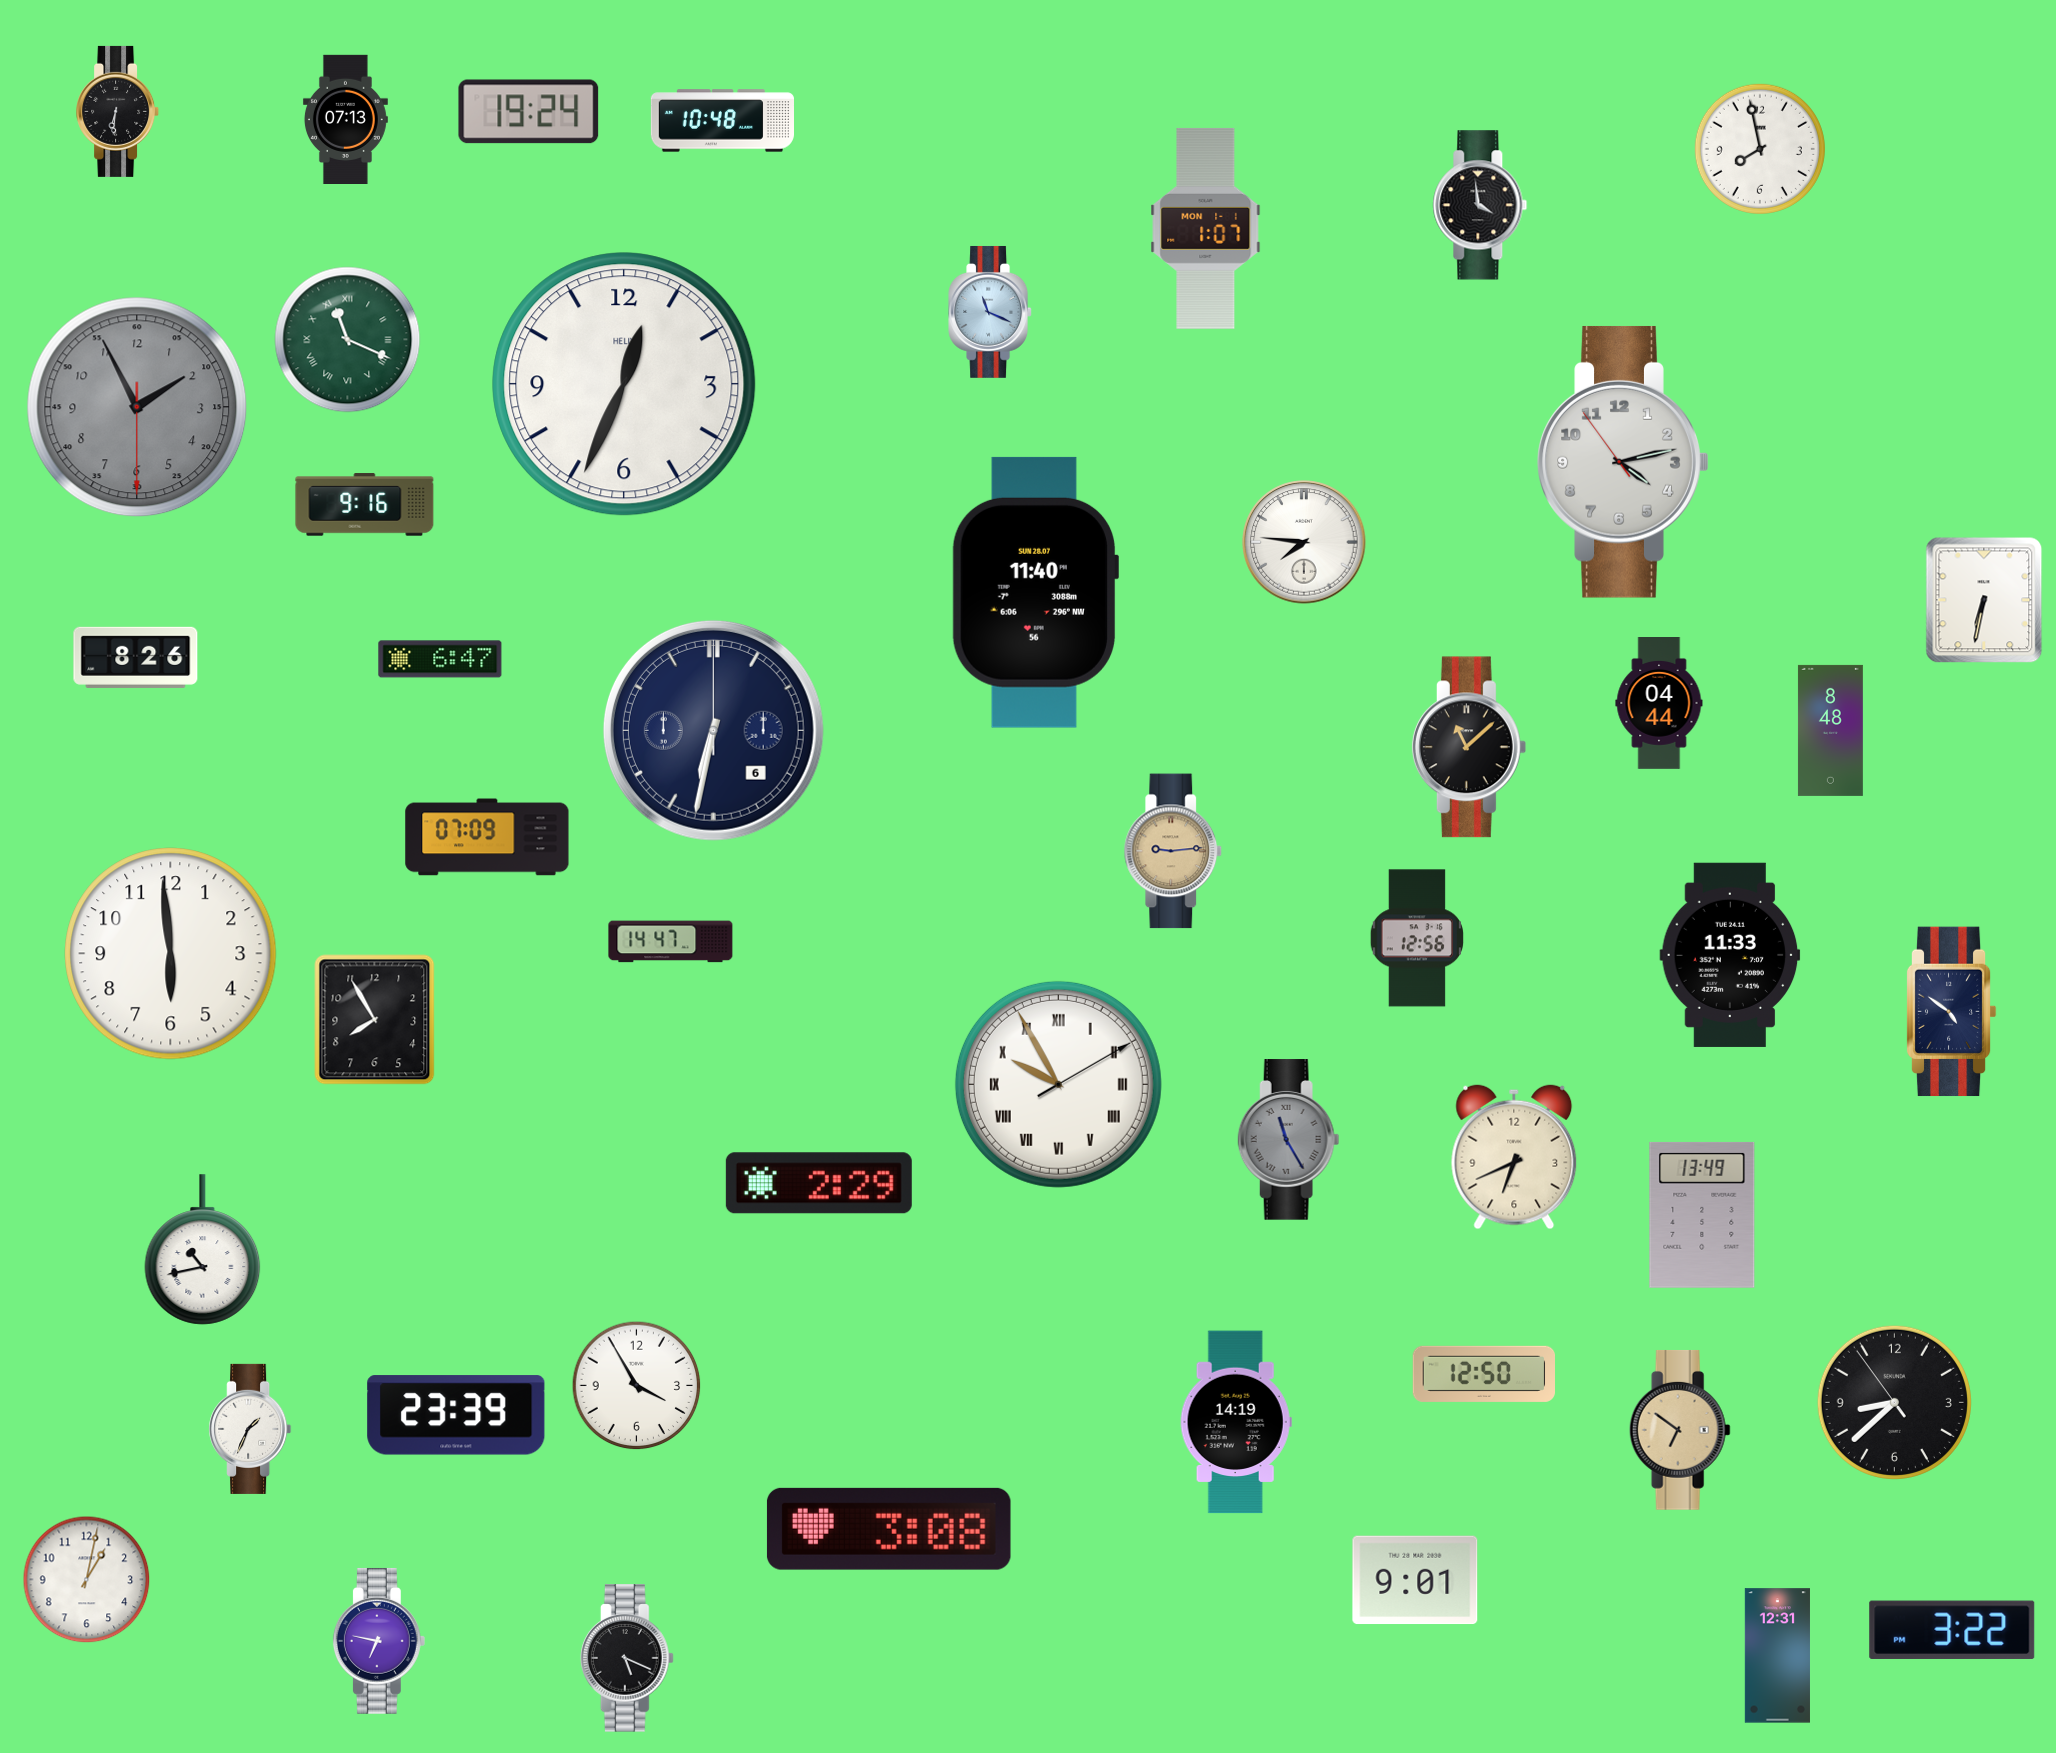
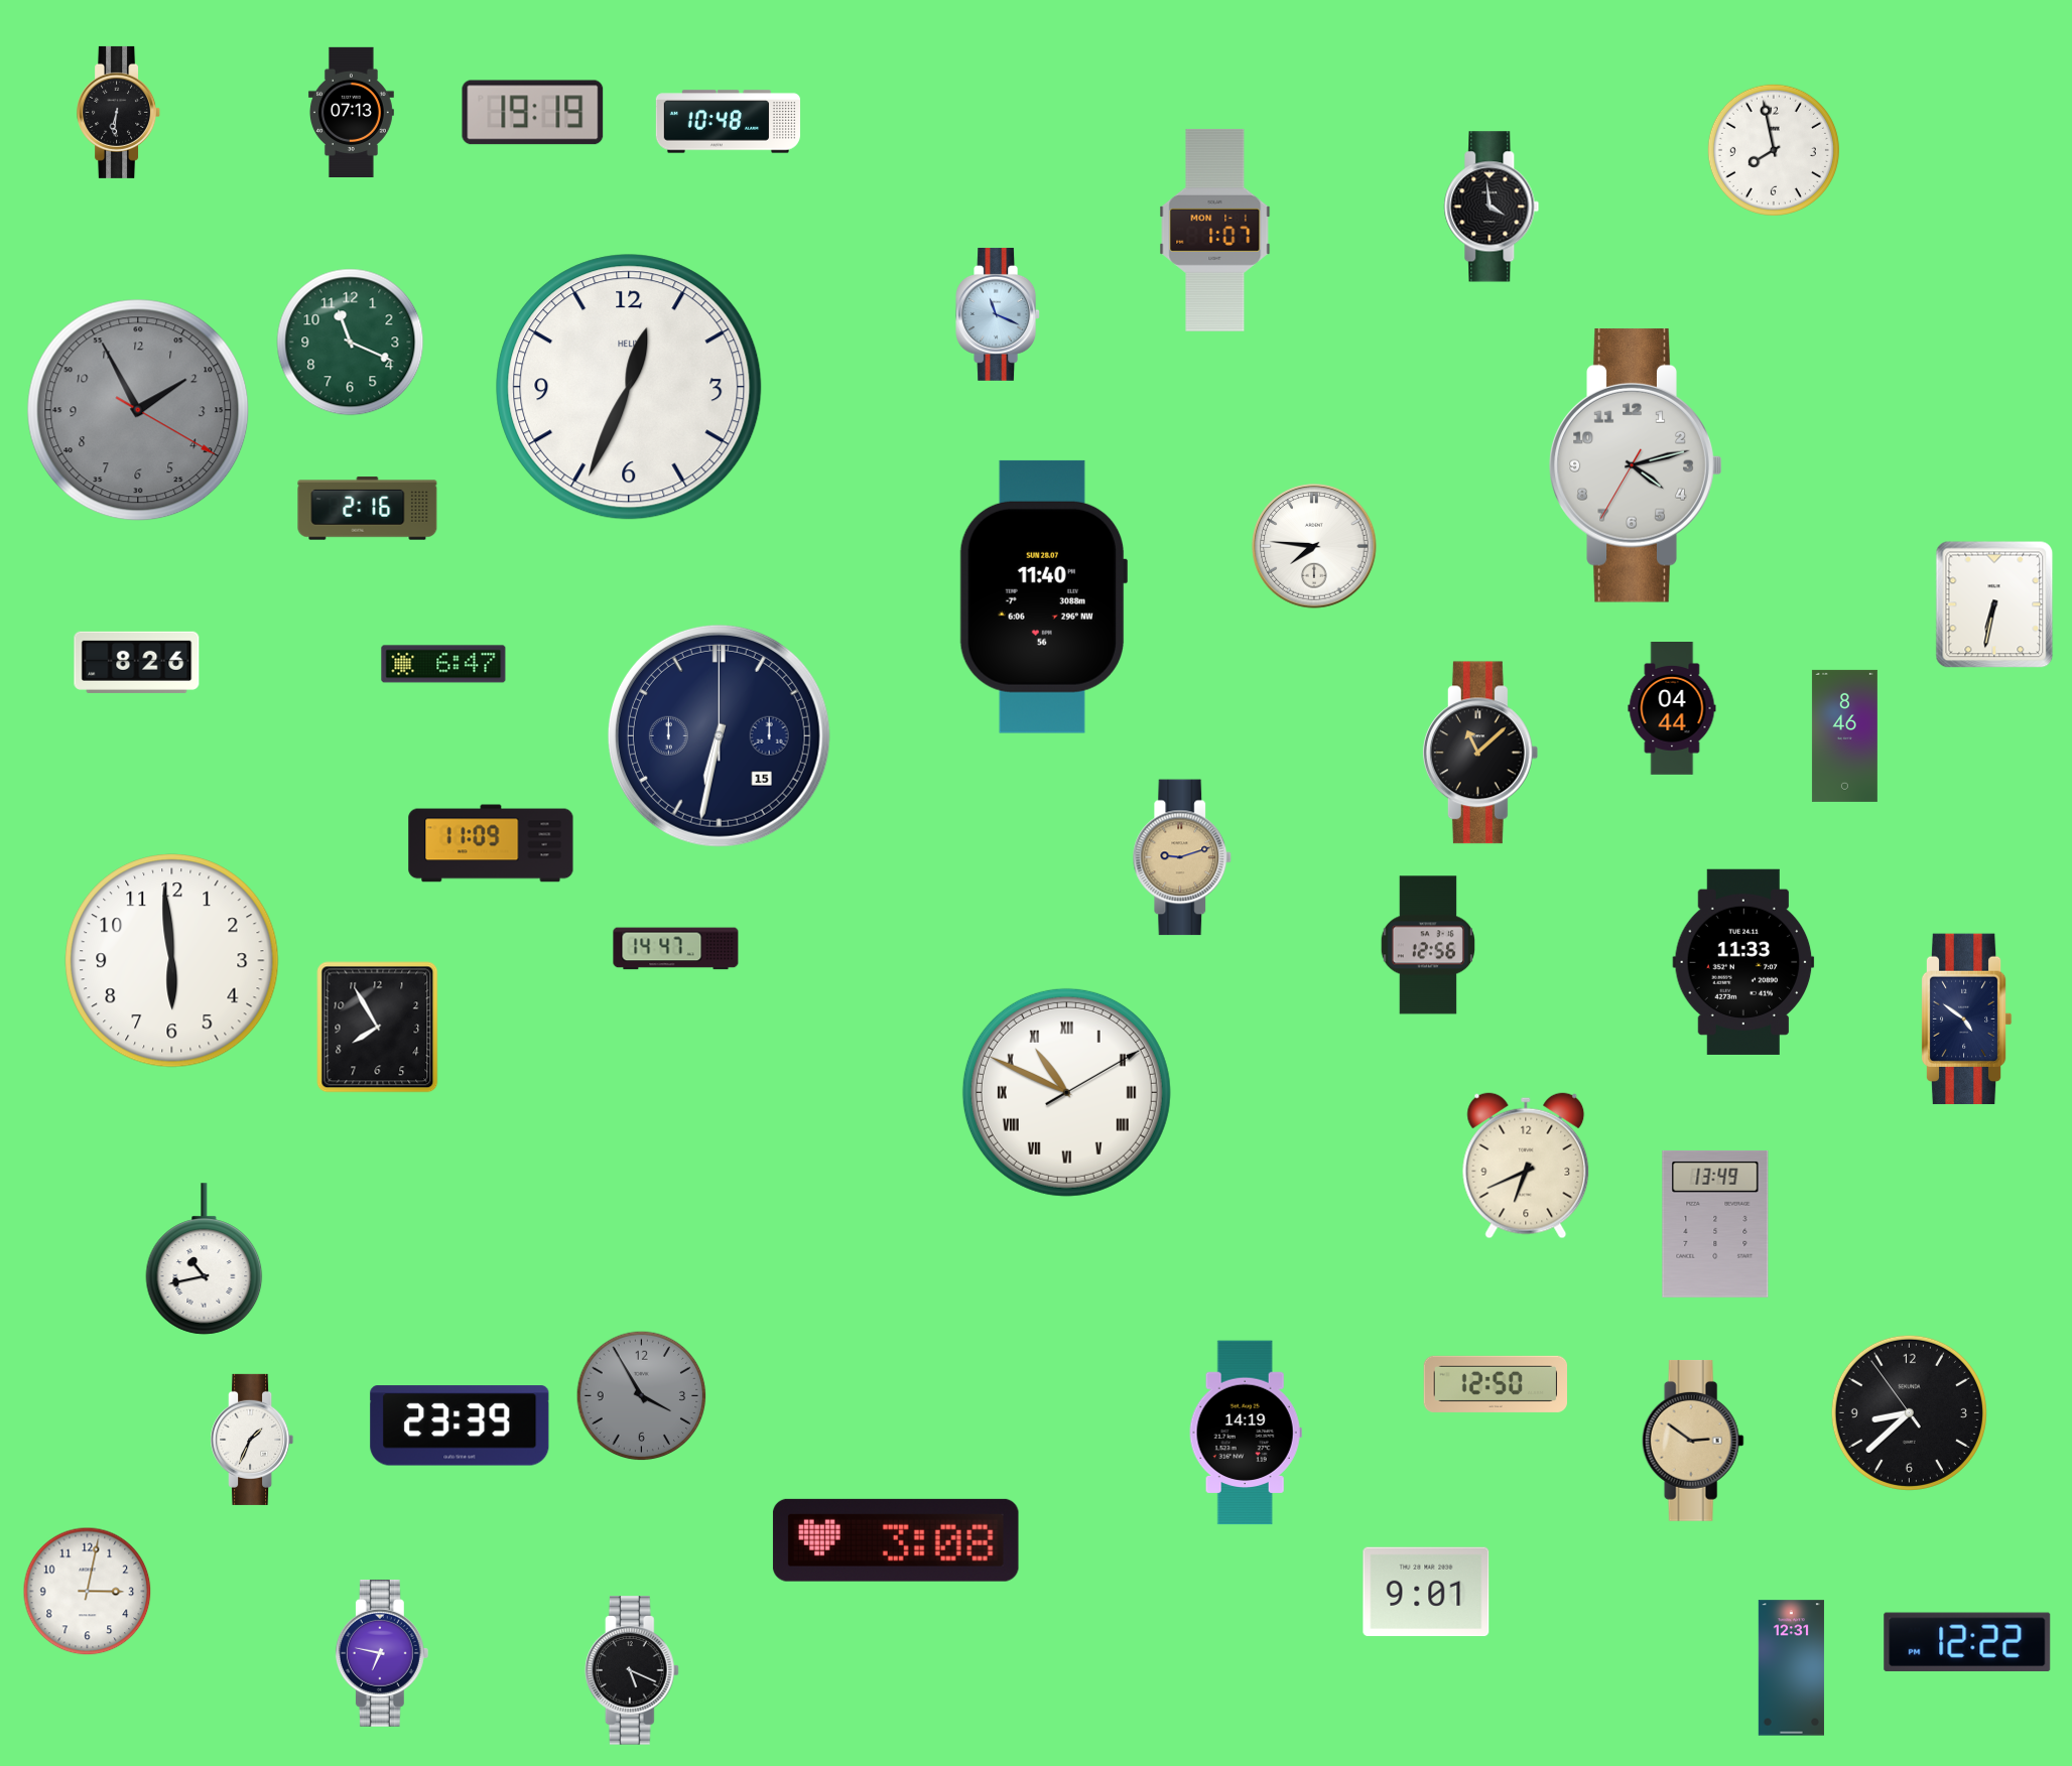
clock at (529, 112): 19:24 -> 19:19
clock at (345, 119) position: (345, 119) -> (351, 112)
clock at (348, 340) numerals: Roman -> Arabic
clock at (137, 407): 1:55:30 -> 1:55:20
clock at (1623, 462): 4:12:54 -> 4:12:35
clock at (365, 505): 9:16 -> 2:16
clock at (1984, 600) position: (1984, 600) -> (1994, 604)
clock at (713, 730) date: 6 -> 15
clock at (1830, 730): 8:48 -> 8:46
clock at (487, 837): 07:09 -> 11:09
clock at (1173, 851): 9:14 -> 9:12
clock at (1058, 1084): 9:55 -> 10:49
clock at (1289, 1140): 11:25 -> none
clock at (819, 1183): 2:29 -> none
clock at (637, 1386) dial: white -> grey
clock at (1680, 1430): 6:51 -> 2:51
clock at (87, 1580): 1:02 -> 3:02
clock at (1952, 1630): 3:22 -> 12:22
